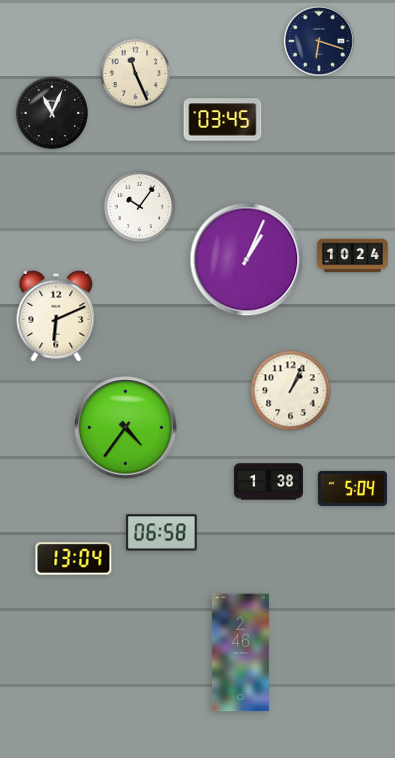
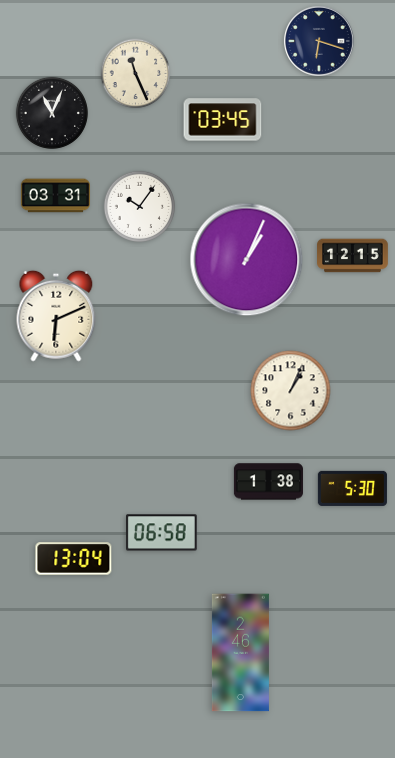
clock at (55, 196): none -> 03:31
clock at (353, 256): 10:24 -> 12:15
clock at (126, 428): 4:36 -> none
clock at (352, 488): 5:04 -> 5:30
